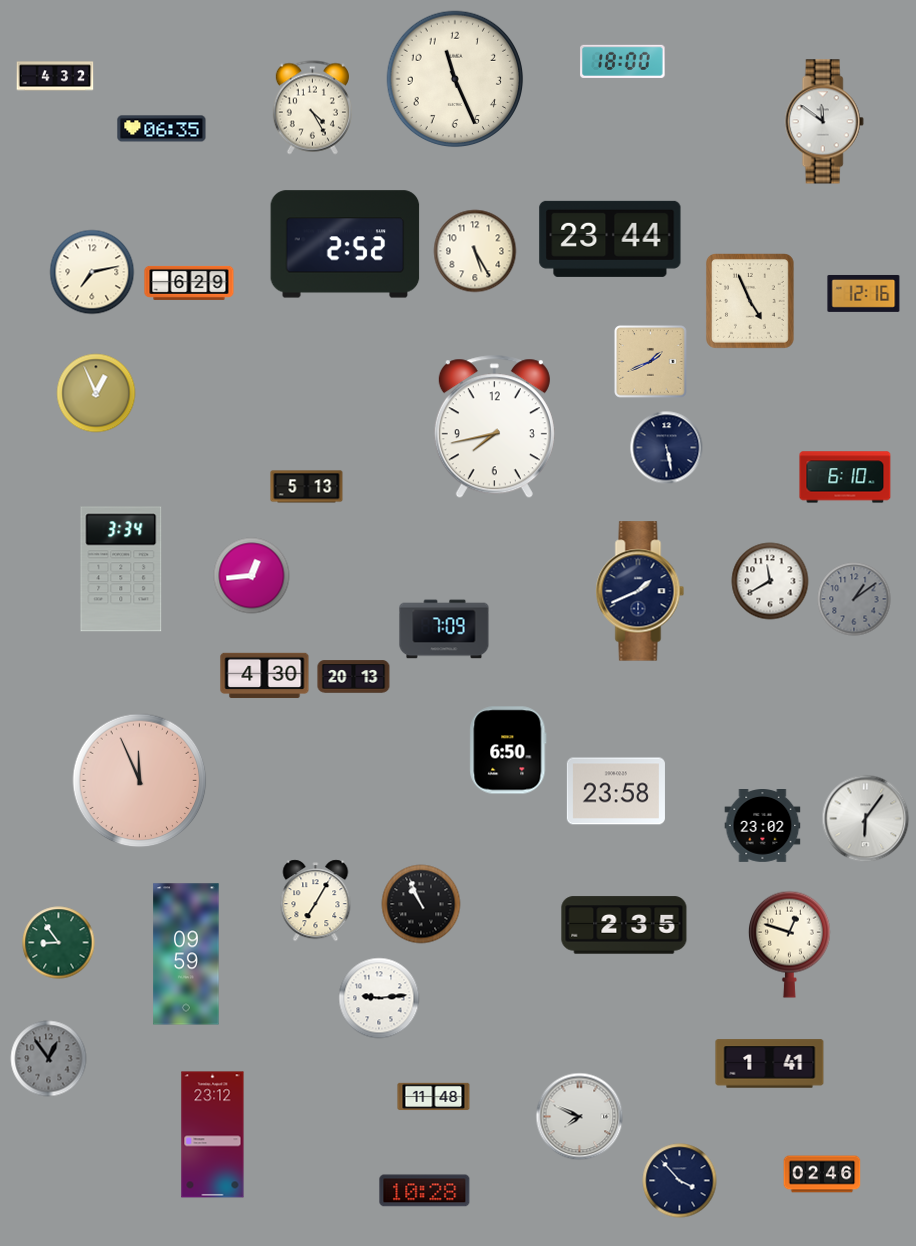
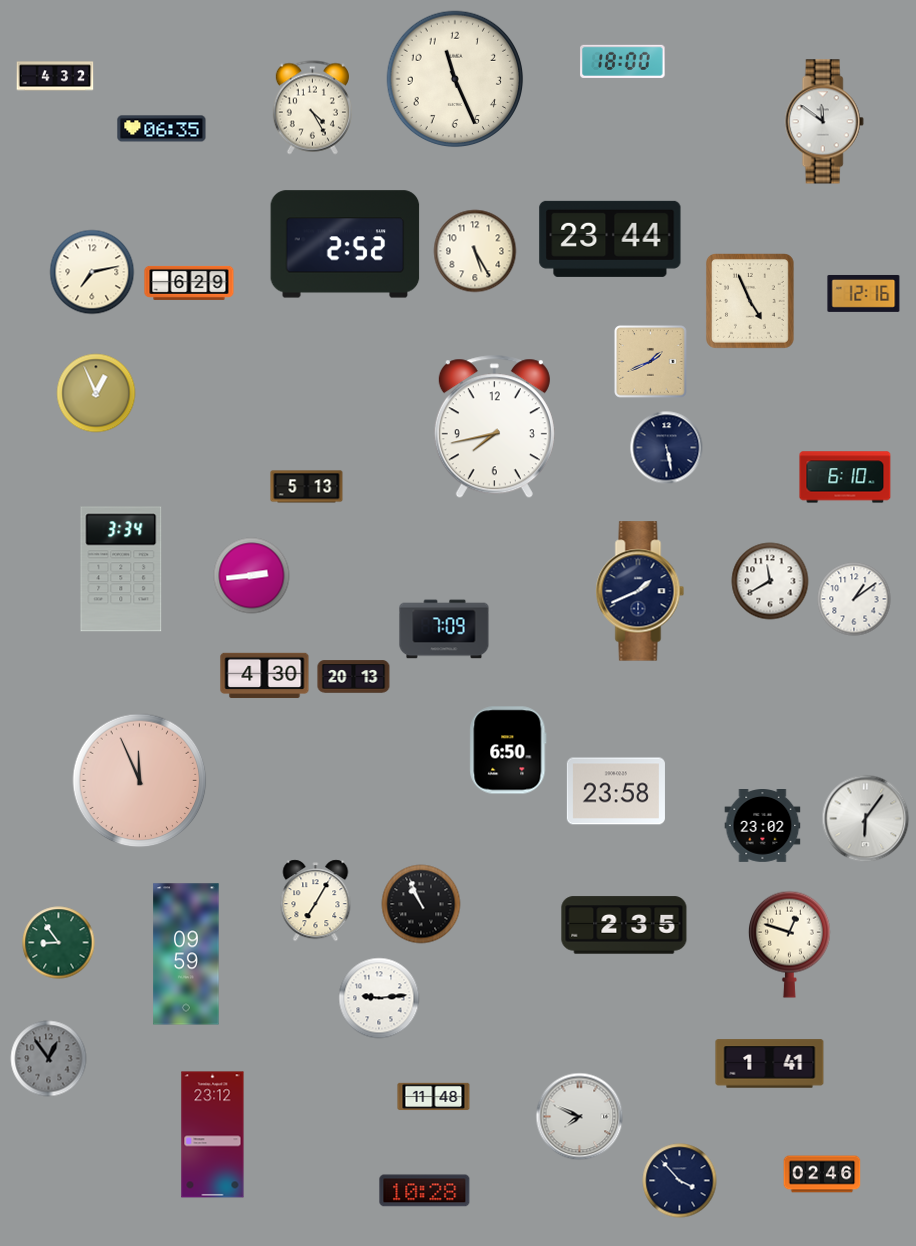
clock at (252, 576): 12:44 -> 2:44
clock at (854, 599) dial: grey -> white
